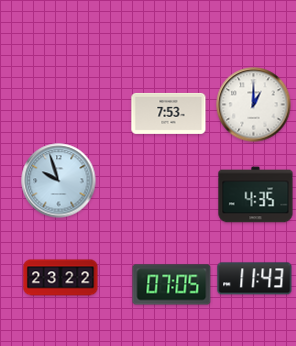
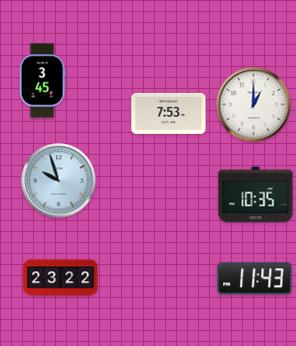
clock at (42, 81): none -> 3:45
clock at (256, 195): 4:35 -> 10:35
clock at (172, 285): 07:05 -> none
